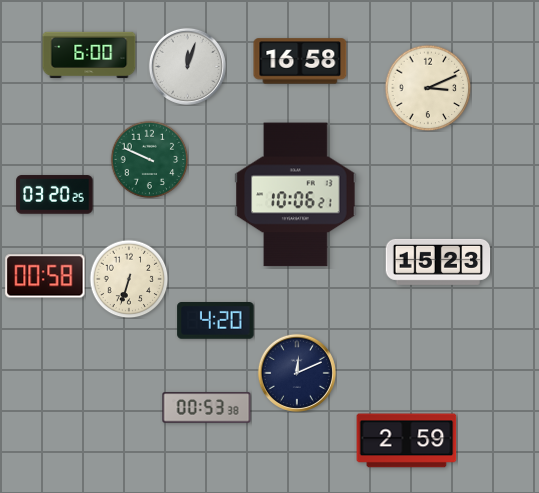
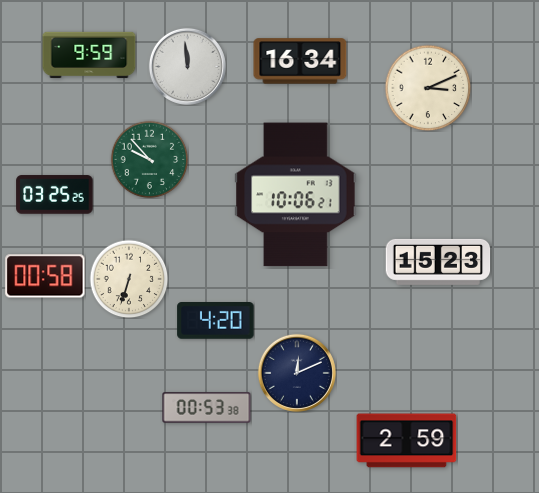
clock at (89, 55): 6:00 -> 9:59
clock at (300, 61): 16:58 -> 16:34
clock at (187, 66): 12:03 -> 11:59
clock at (149, 159): 9:49 -> 9:53
clock at (55, 195): 03:20 -> 03:25
